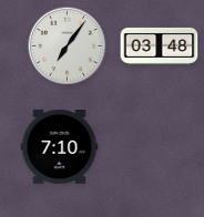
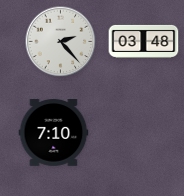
clock at (68, 46): 7:06 -> 2:23
